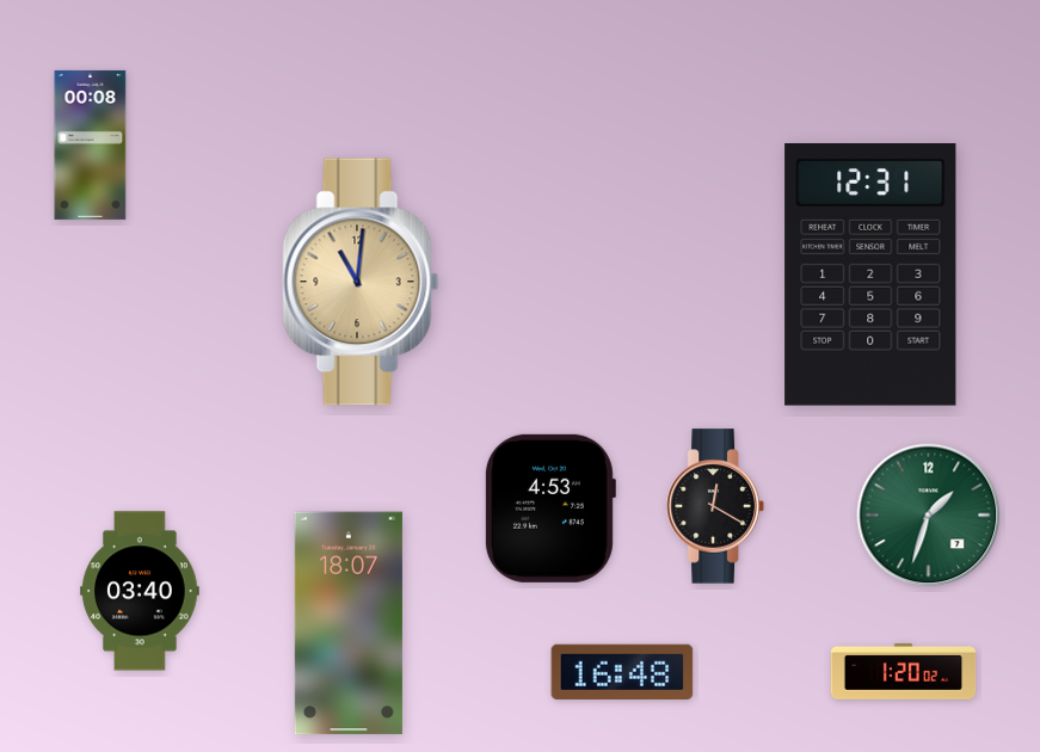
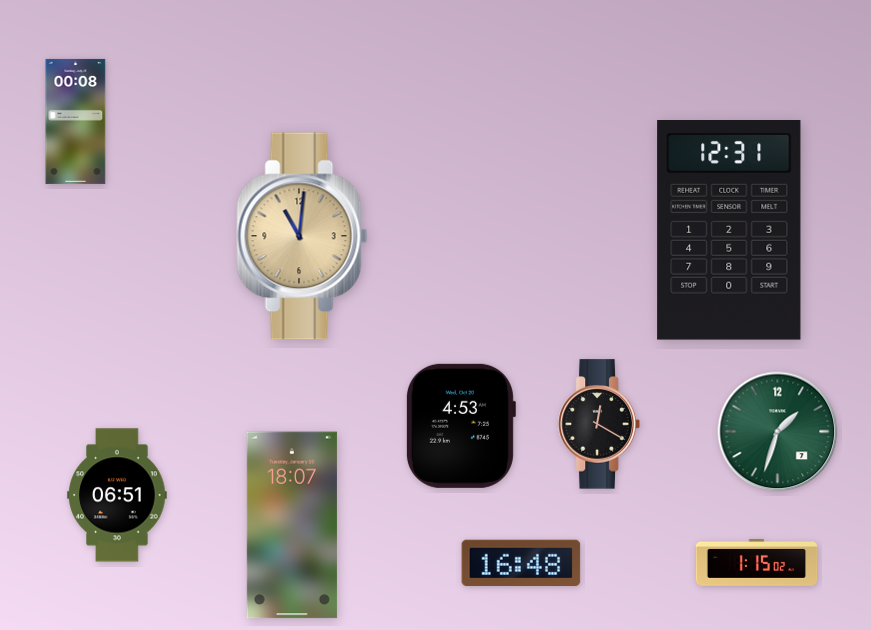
clock at (140, 591): 03:40 -> 06:51
clock at (349, 623) position: (349, 623) -> (292, 525)
clock at (904, 671): 1:20 -> 1:15
